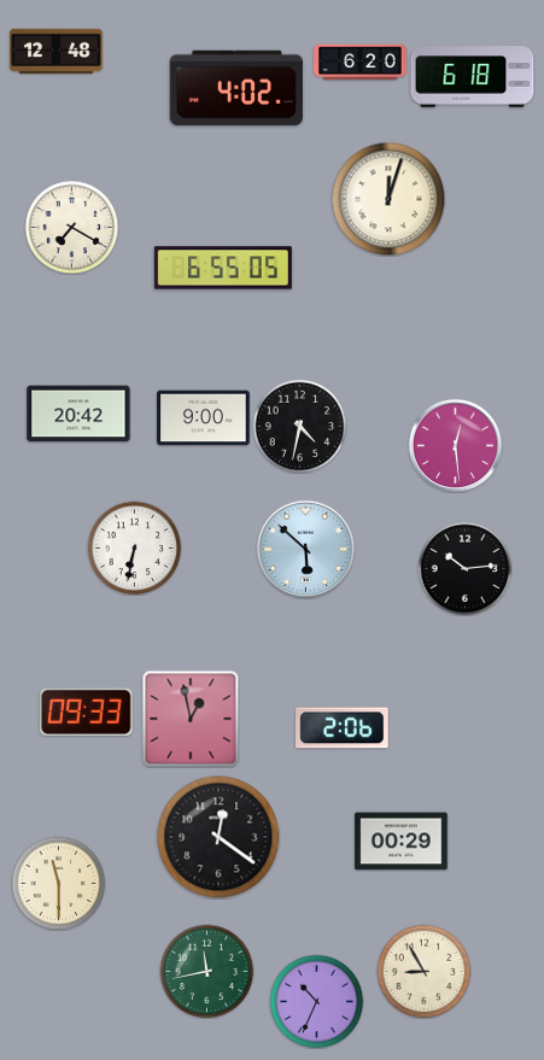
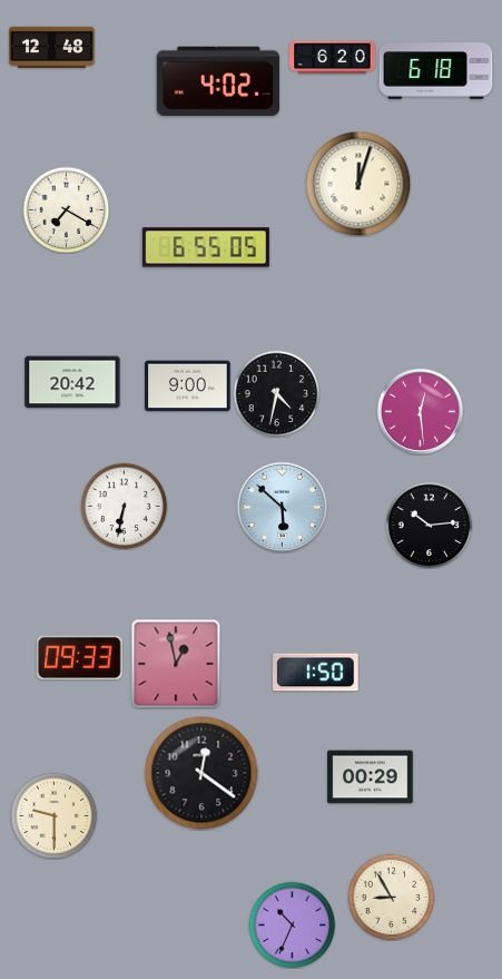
clock at (343, 728): 2:06 -> 1:50
clock at (58, 883): 11:30 -> 9:30
clock at (206, 971): 11:43 -> none
